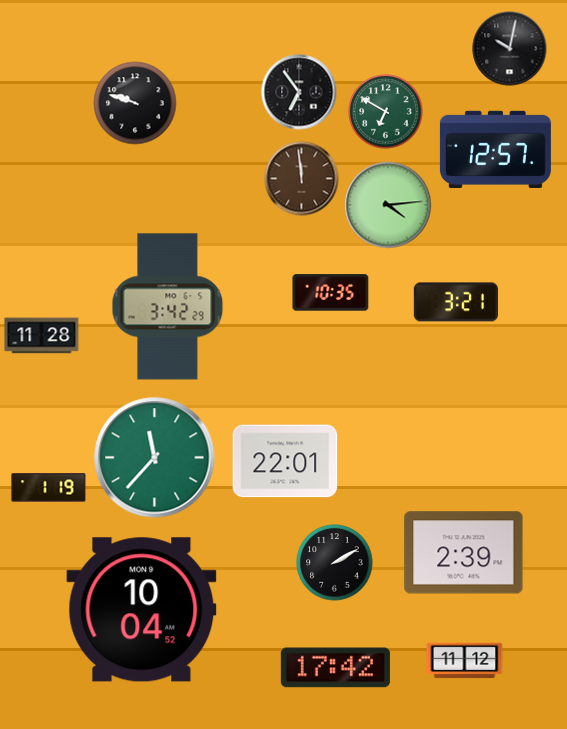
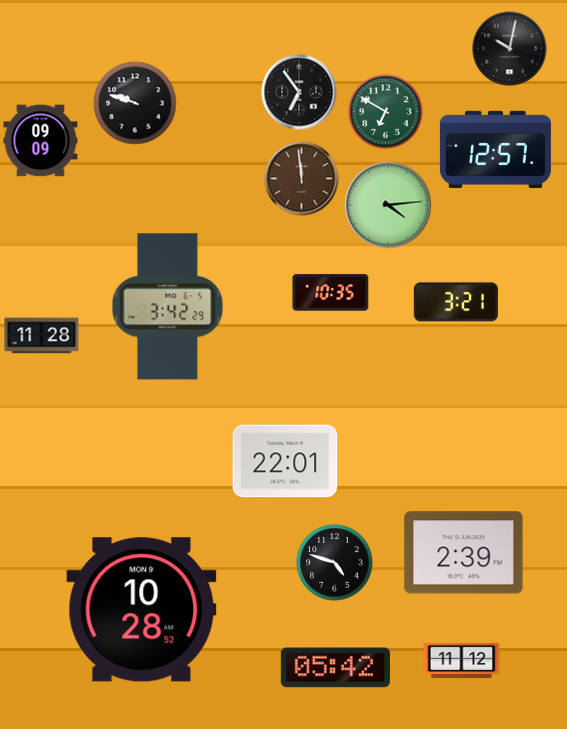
clock at (41, 141): none -> 09:09
clock at (155, 458): 11:37 -> none
clock at (49, 488): 1:19 -> none
clock at (335, 563): 2:10 -> 4:48
clock at (142, 610): 10:04 -> 10:28
clock at (465, 661) position: (465, 661) -> (462, 661)
clock at (335, 668): 17:42 -> 05:42
